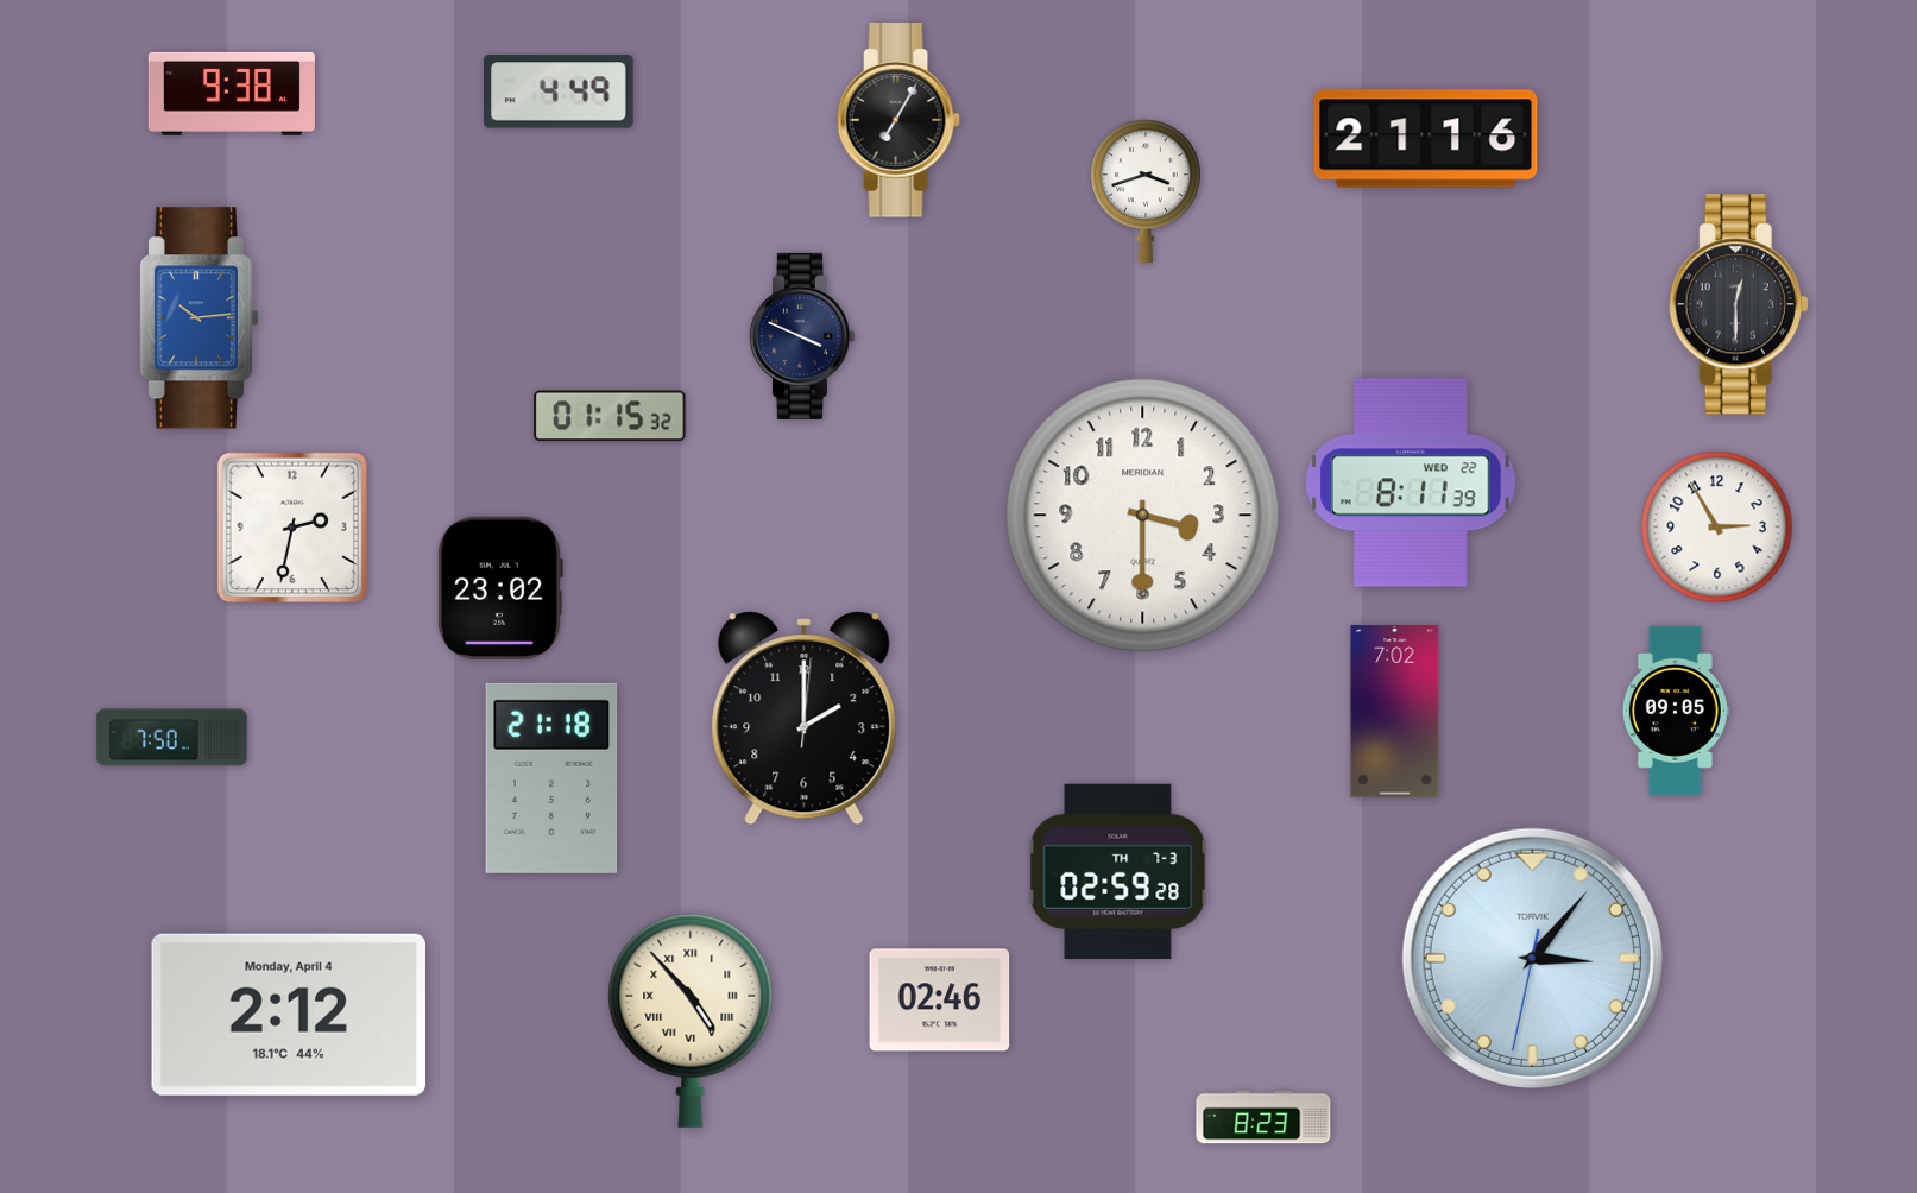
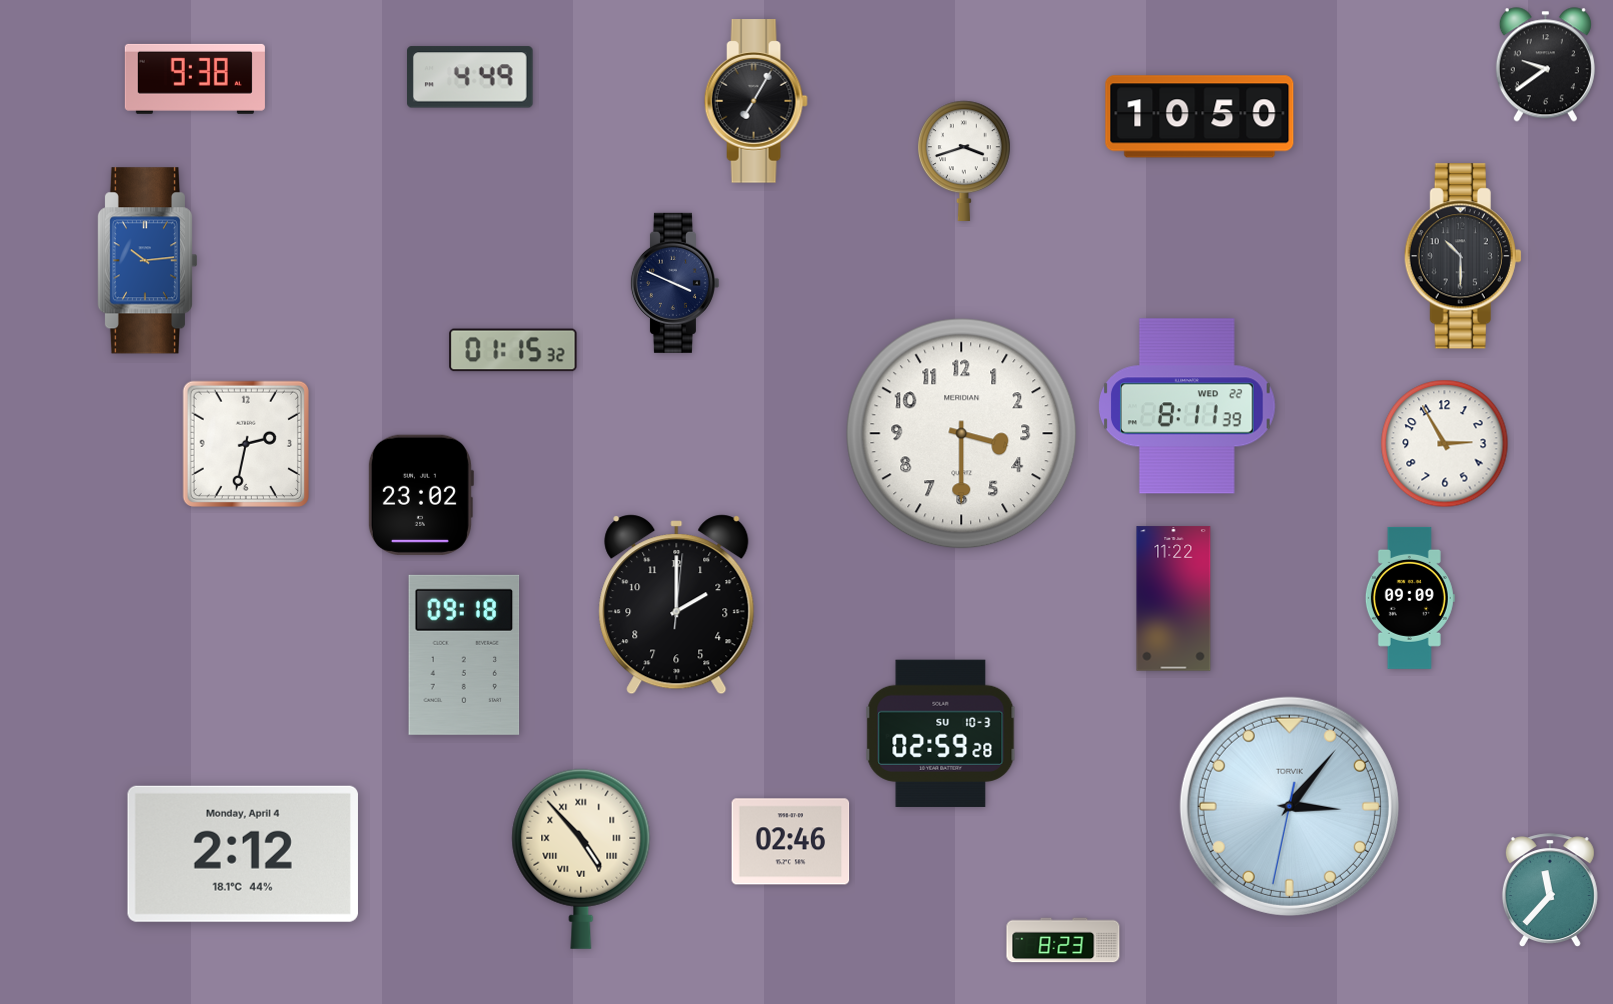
clock at (1545, 65): none -> 9:39
clock at (1426, 139): 21:16 -> 10:50
clock at (1739, 304): 12:30 -> 10:30
clock at (197, 318) position: (197, 318) -> (146, 261)
clock at (1676, 711): 09:05 -> 09:09
clock at (1395, 712): 7:02 -> 11:22
clock at (172, 738): 7:50 -> none
clock at (551, 778): 21:18 -> 09:18
clock at (1118, 871) date: TH 7-3 -> SU 10-3
clock at (1550, 890): none -> 11:37
